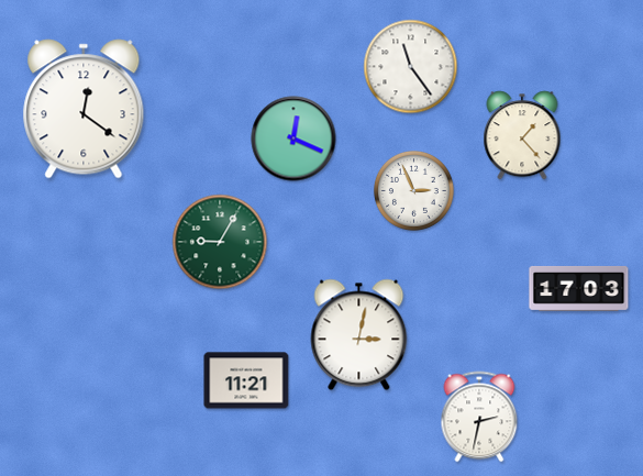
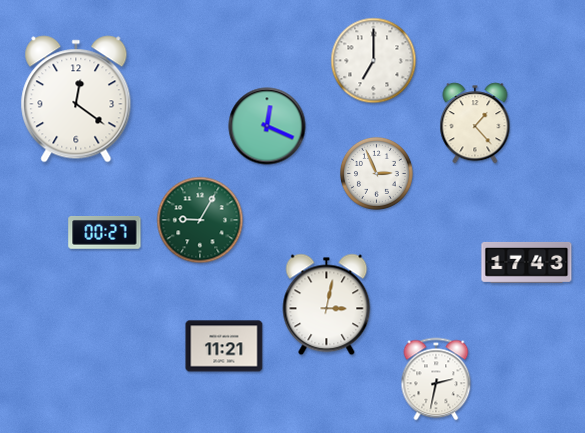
clock at (411, 67): 11:24 -> 7:00
clock at (105, 233): none -> 00:27
clock at (579, 288): 17:03 -> 17:43
